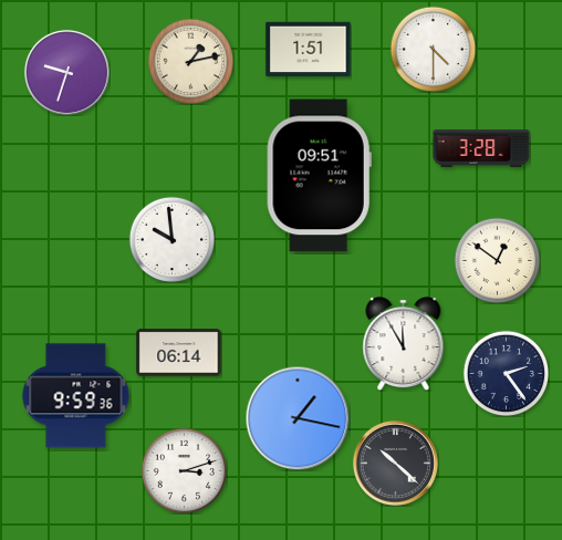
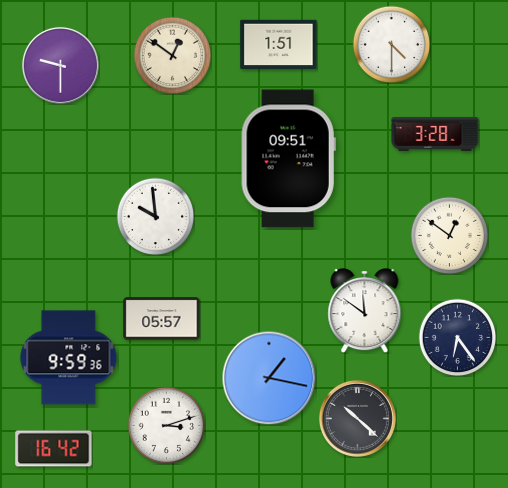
clock at (190, 61): 1:13 -> 12:51
clock at (66, 72): 9:33 -> 9:30
clock at (404, 344): 11:55 -> 11:51
clock at (179, 353): 06:14 -> 05:57
clock at (506, 373): 2:24 -> 6:24
clock at (54, 449): none -> 16:42
